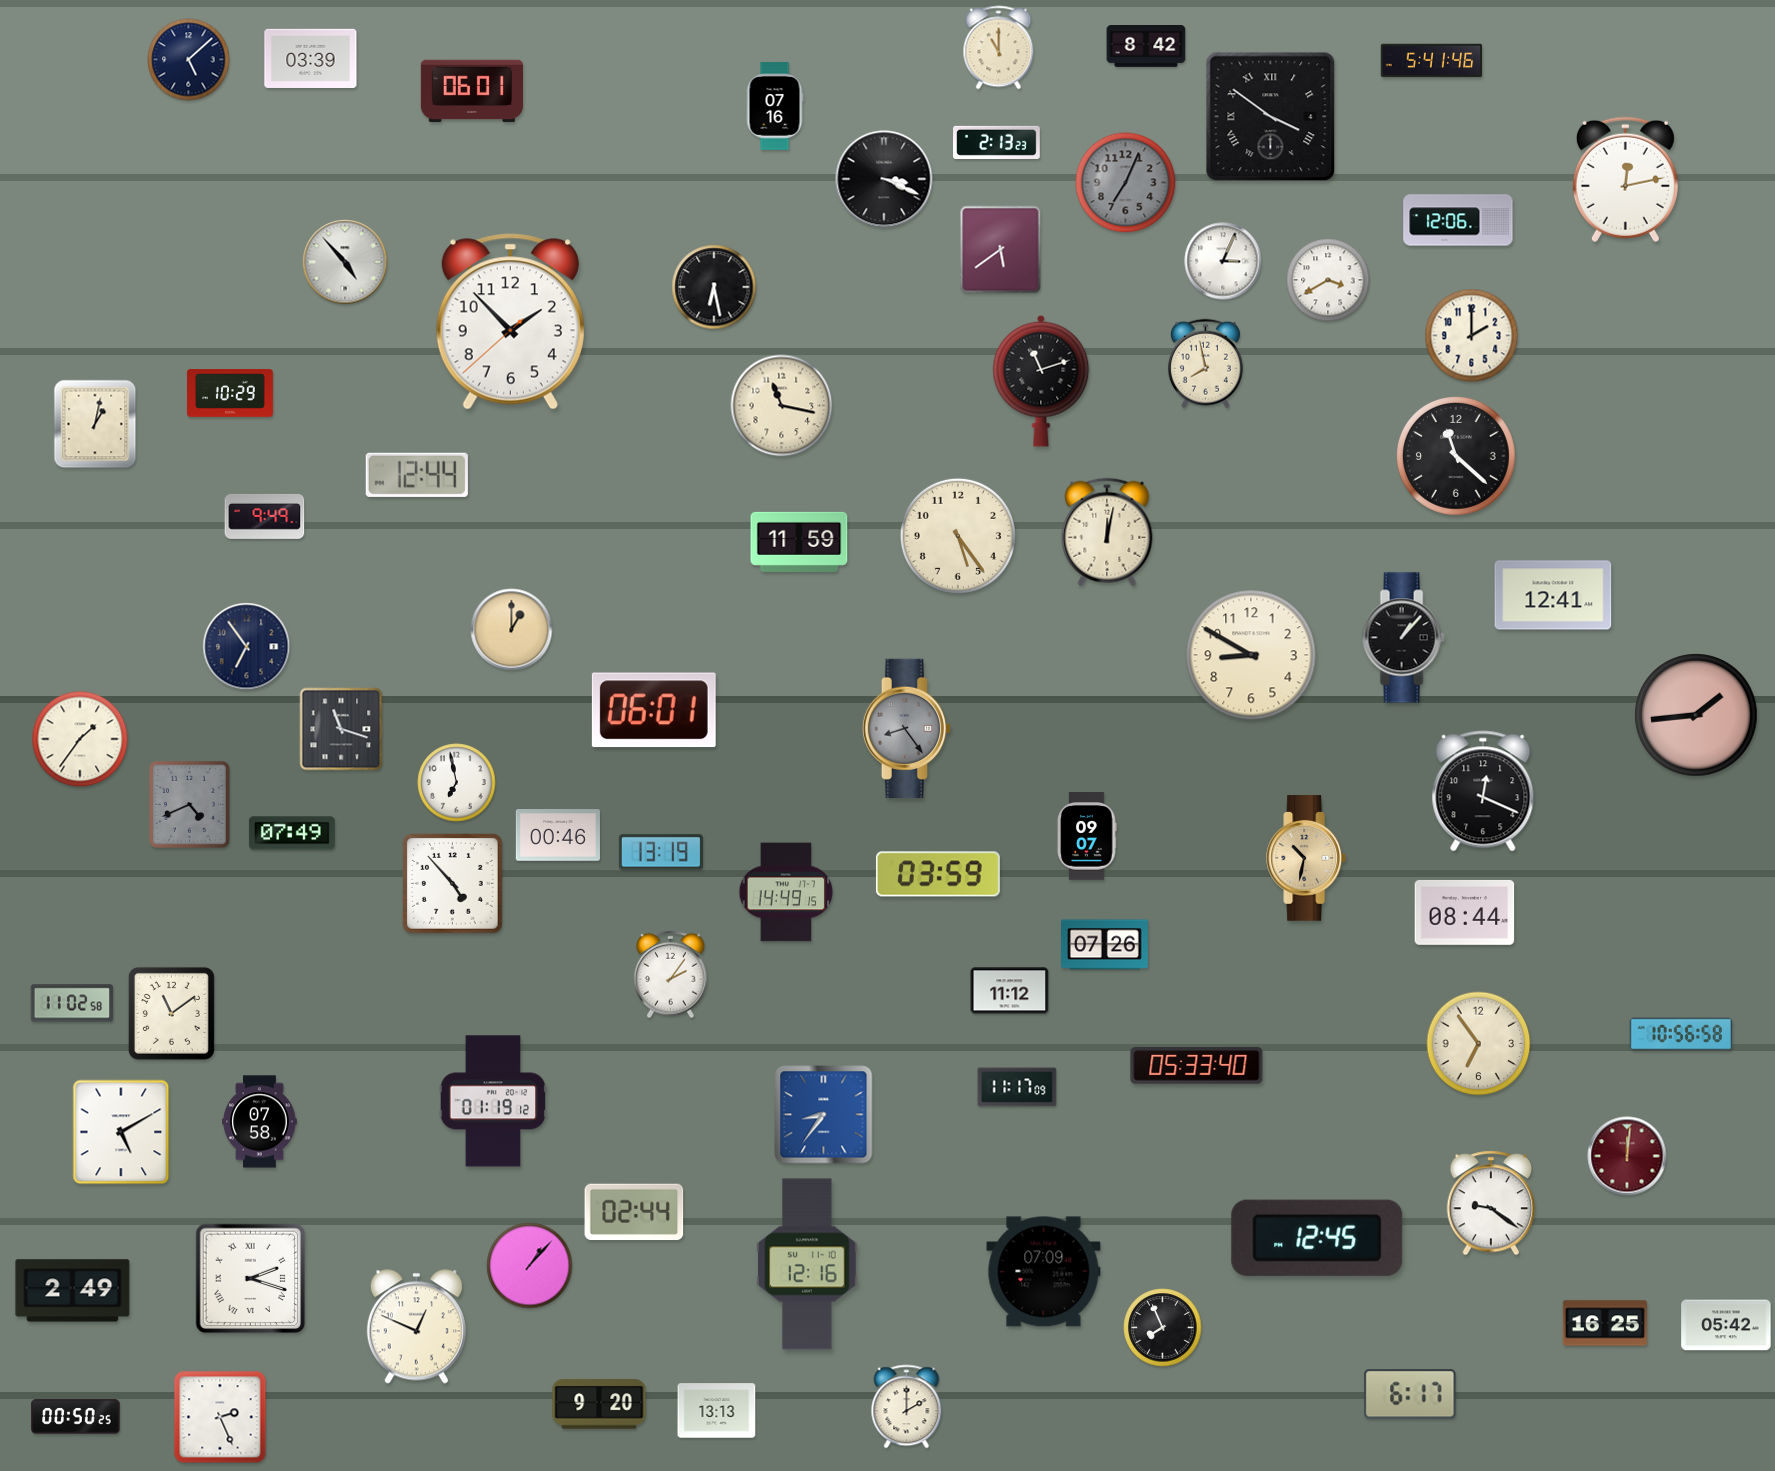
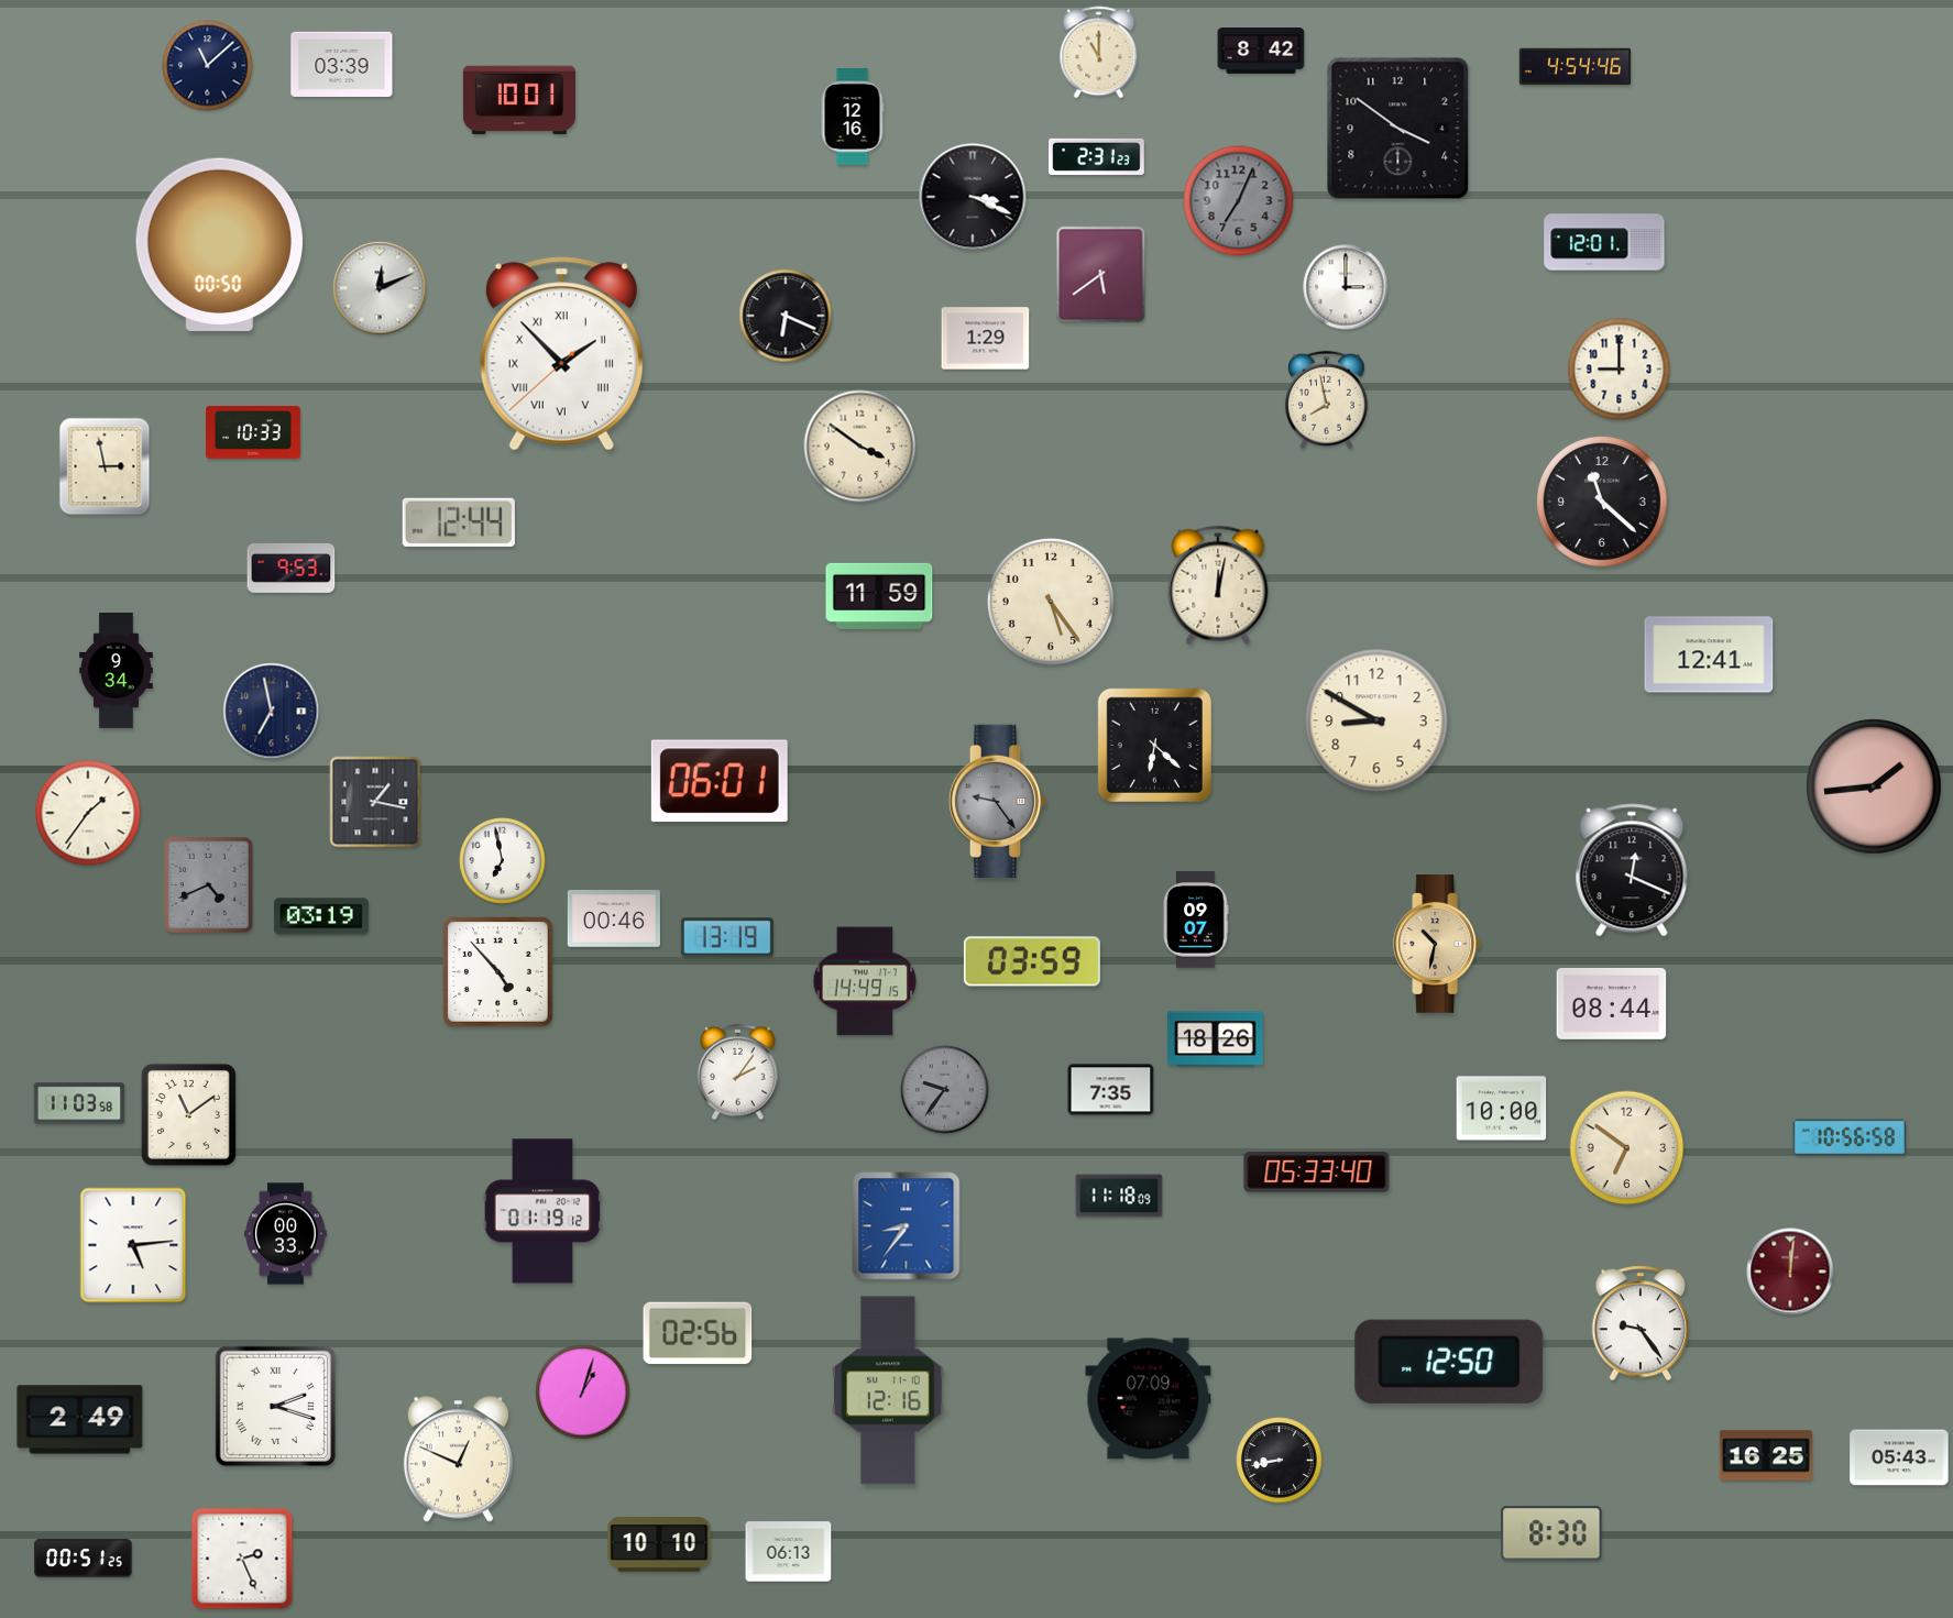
clock at (189, 60): 5:08 -> 11:08
clock at (1432, 61): 5:41 -> 4:54
clock at (472, 91): 06:01 -> 10:01
clock at (775, 106): 07:16 -> 12:16
clock at (1271, 117) numerals: Roman -> Arabic
clock at (997, 142): 2:13 -> 2:31
clock at (1625, 180): 12:13 -> none
clock at (1458, 220): 12:06 -> 12:01
clock at (219, 244): none -> 00:50
clock at (1223, 261): 3:04 -> 3:00
clock at (345, 262): 4:53 -> 12:11
clock at (1328, 280): 3:40 -> none
clock at (714, 287): 6:28 -> 6:19
clock at (986, 339): none -> 1:29
clock at (510, 322) numerals: Arabic -> Roman
clock at (1472, 336): 2:00 -> 9:00
clock at (1041, 381): 11:12 -> none
clock at (230, 393): 10:29 -> 10:33
clock at (782, 406): 11:17 -> 3:51
clock at (95, 424): 1:02 -> 2:58
clock at (265, 516): 9:49 -> 9:53
clock at (958, 536) position: (958, 536) -> (1051, 602)
clock at (117, 670): none -> 9:34
clock at (512, 630): 1:00 -> none
clock at (1403, 638): 1:07 -> none
clock at (247, 647): 6:54 -> 6:58
clock at (1154, 745): none -> 6:22
clock at (1696, 715) position: (1696, 715) -> (1874, 786)
clock at (907, 728): 8:24 -> 9:24
clock at (341, 729): 11:18 -> 1:17
clock at (292, 833): 07:49 -> 03:19
clock at (1105, 945): 07:26 -> 18:26
clock at (945, 1090): none -> 9:36
clock at (1010, 991): 11:12 -> 7:35
clock at (72, 1003): 11:02 -> 11:03
clock at (1502, 1109): none -> 10:00
clock at (1479, 1044): 6:54 -> 6:51
clock at (1017, 1087): 11:17 -> 11:18
clock at (260, 1122): 07:58 -> 00:33
clock at (121, 1132): 5:10 -> 5:14
clock at (1491, 1203): 9:21 -> 9:24
clock at (634, 1212): 02:44 -> 02:56
clock at (1317, 1238): 12:45 -> 12:50
clock at (530, 1266): 1:07 -> 1:03
clock at (1726, 1325): 05:42 -> 05:43
clock at (1163, 1328): 7:56 -> 8:43
clock at (1410, 1394): 6:17 -> 8:30
clock at (599, 1404): 9:20 -> 10:10
clock at (907, 1407): 2:00 -> none
clock at (717, 1411): 13:13 -> 06:13
clock at (76, 1417): 00:50 -> 00:51
